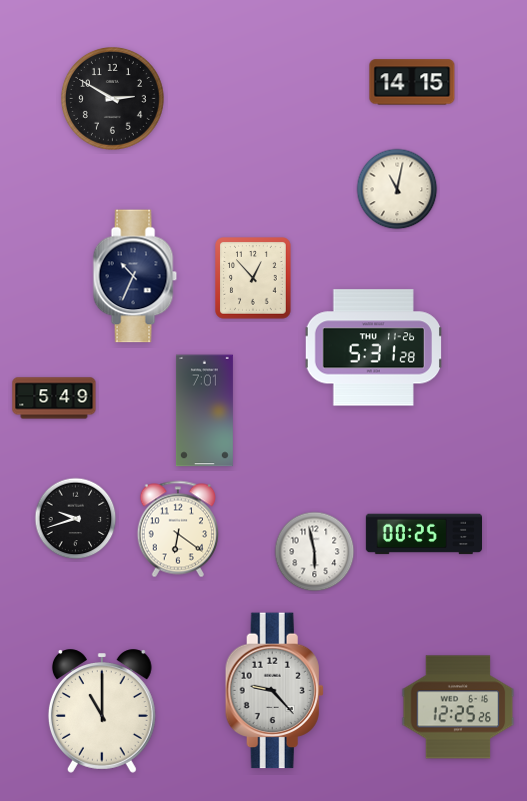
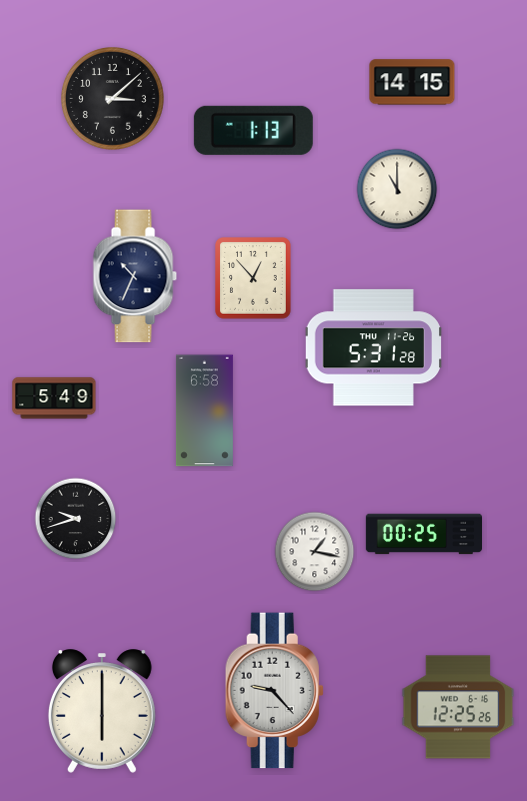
clock at (113, 99): 2:50 -> 3:08
clock at (253, 130): none -> 1:13
clock at (397, 189): 11:02 -> 11:00
clock at (204, 411): 7:01 -> 6:58
clock at (178, 529): 6:21 -> none
clock at (315, 552): 5:58 -> 1:17
clock at (102, 711): 11:00 -> 6:00
